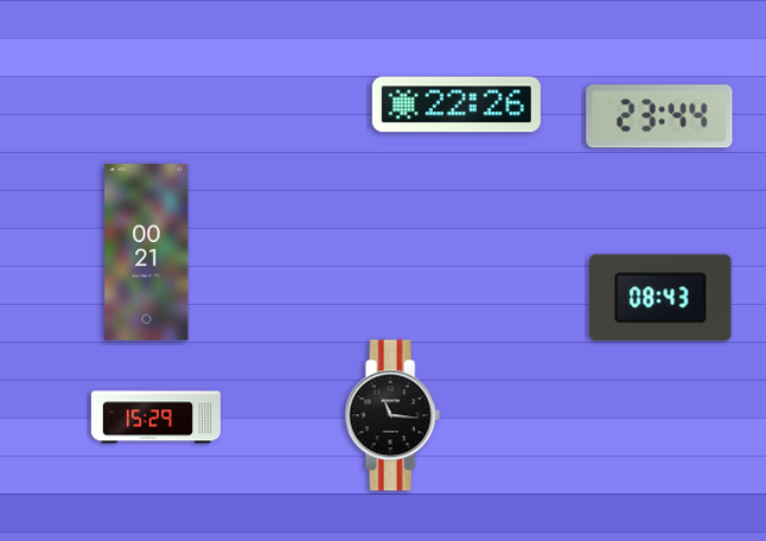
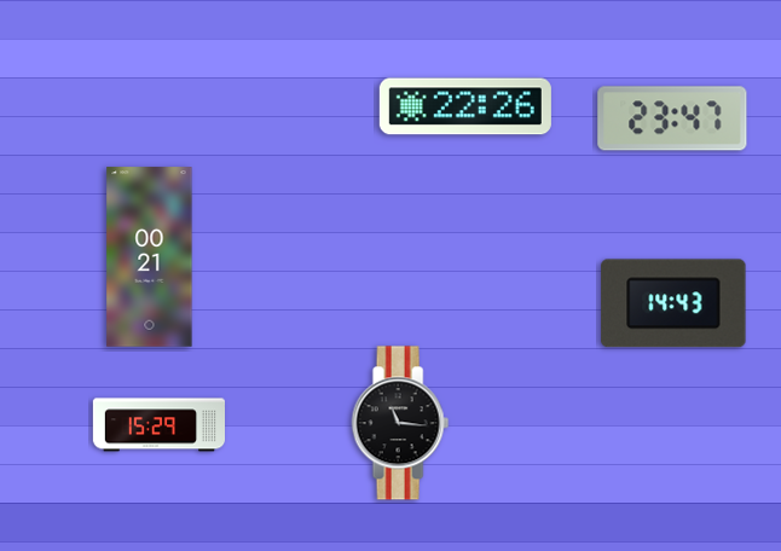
clock at (659, 116): 23:44 -> 23:47
clock at (660, 298): 08:43 -> 14:43
